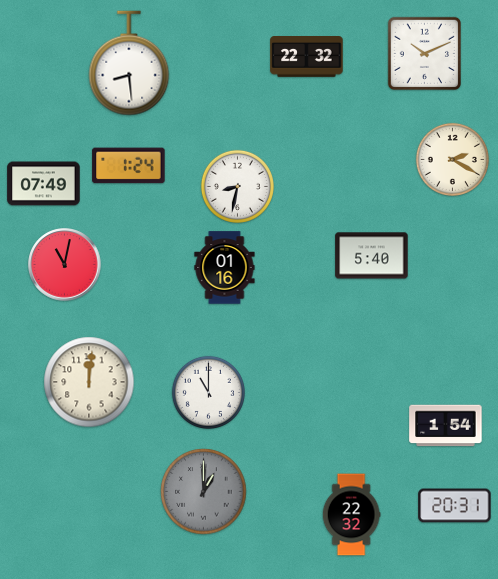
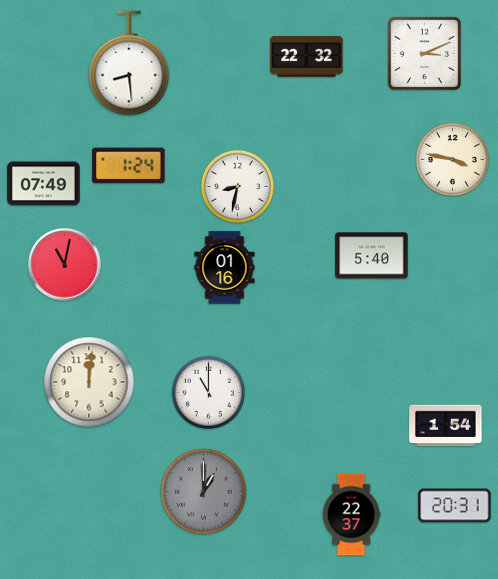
clock at (424, 53): 10:11 -> 3:11
clock at (452, 159): 2:20 -> 3:47
clock at (351, 515): 22:32 -> 22:37
